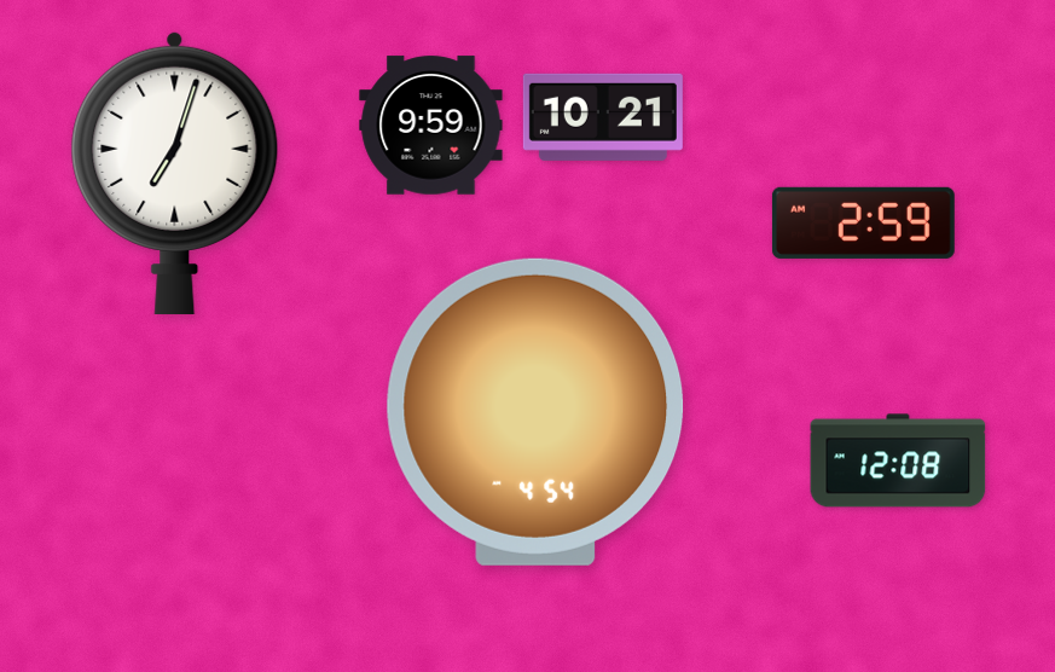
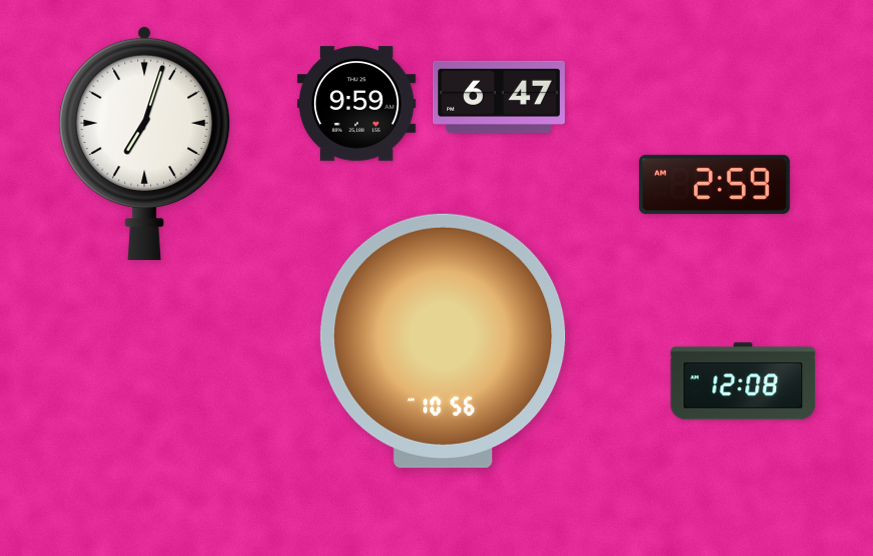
clock at (603, 117): 10:21 -> 6:47
clock at (535, 412): 4:54 -> 10:56
